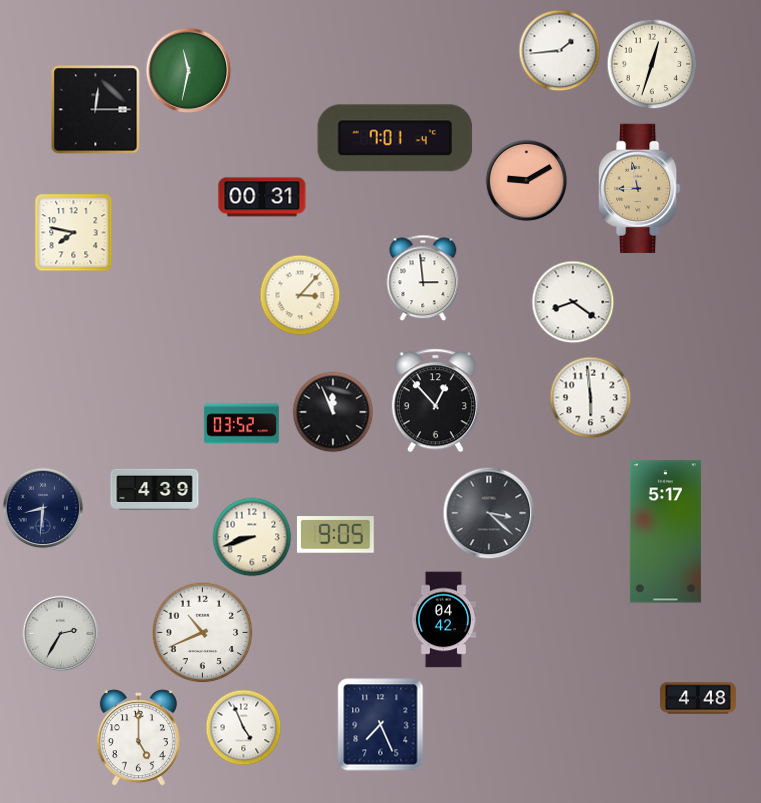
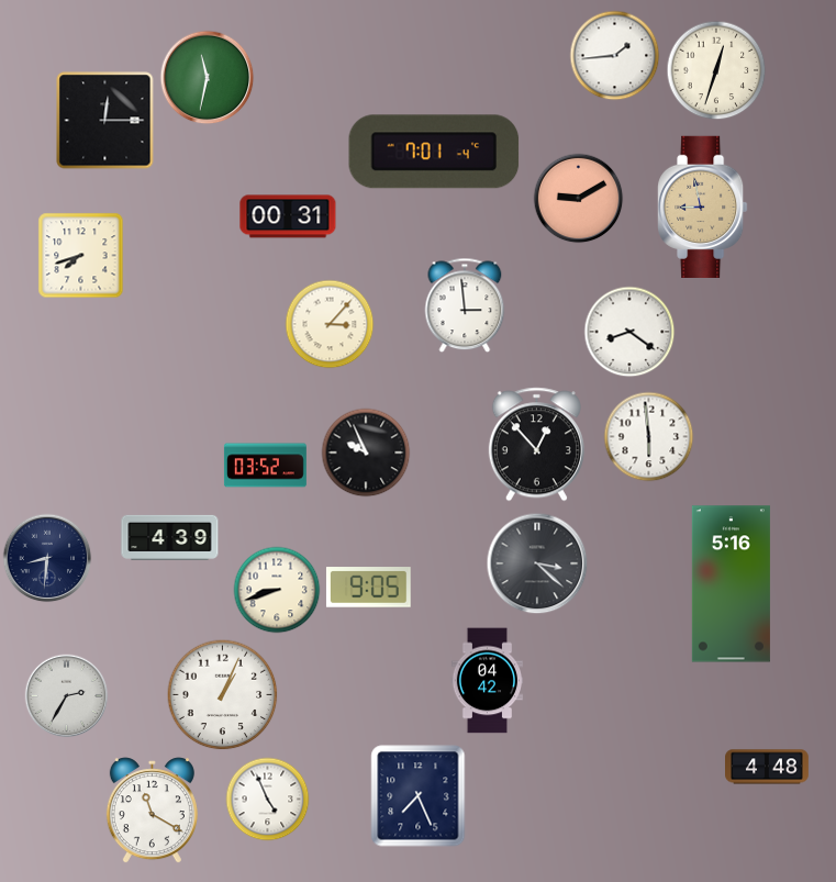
clock at (74, 233): 7:47 -> 7:42
clock at (435, 401) position: (435, 401) -> (536, 445)
clock at (333, 412): 11:56 -> 9:56
clock at (665, 532): 5:17 -> 5:16
clock at (203, 633): 10:41 -> 1:04
clock at (138, 738): 5:00 -> 11:20
